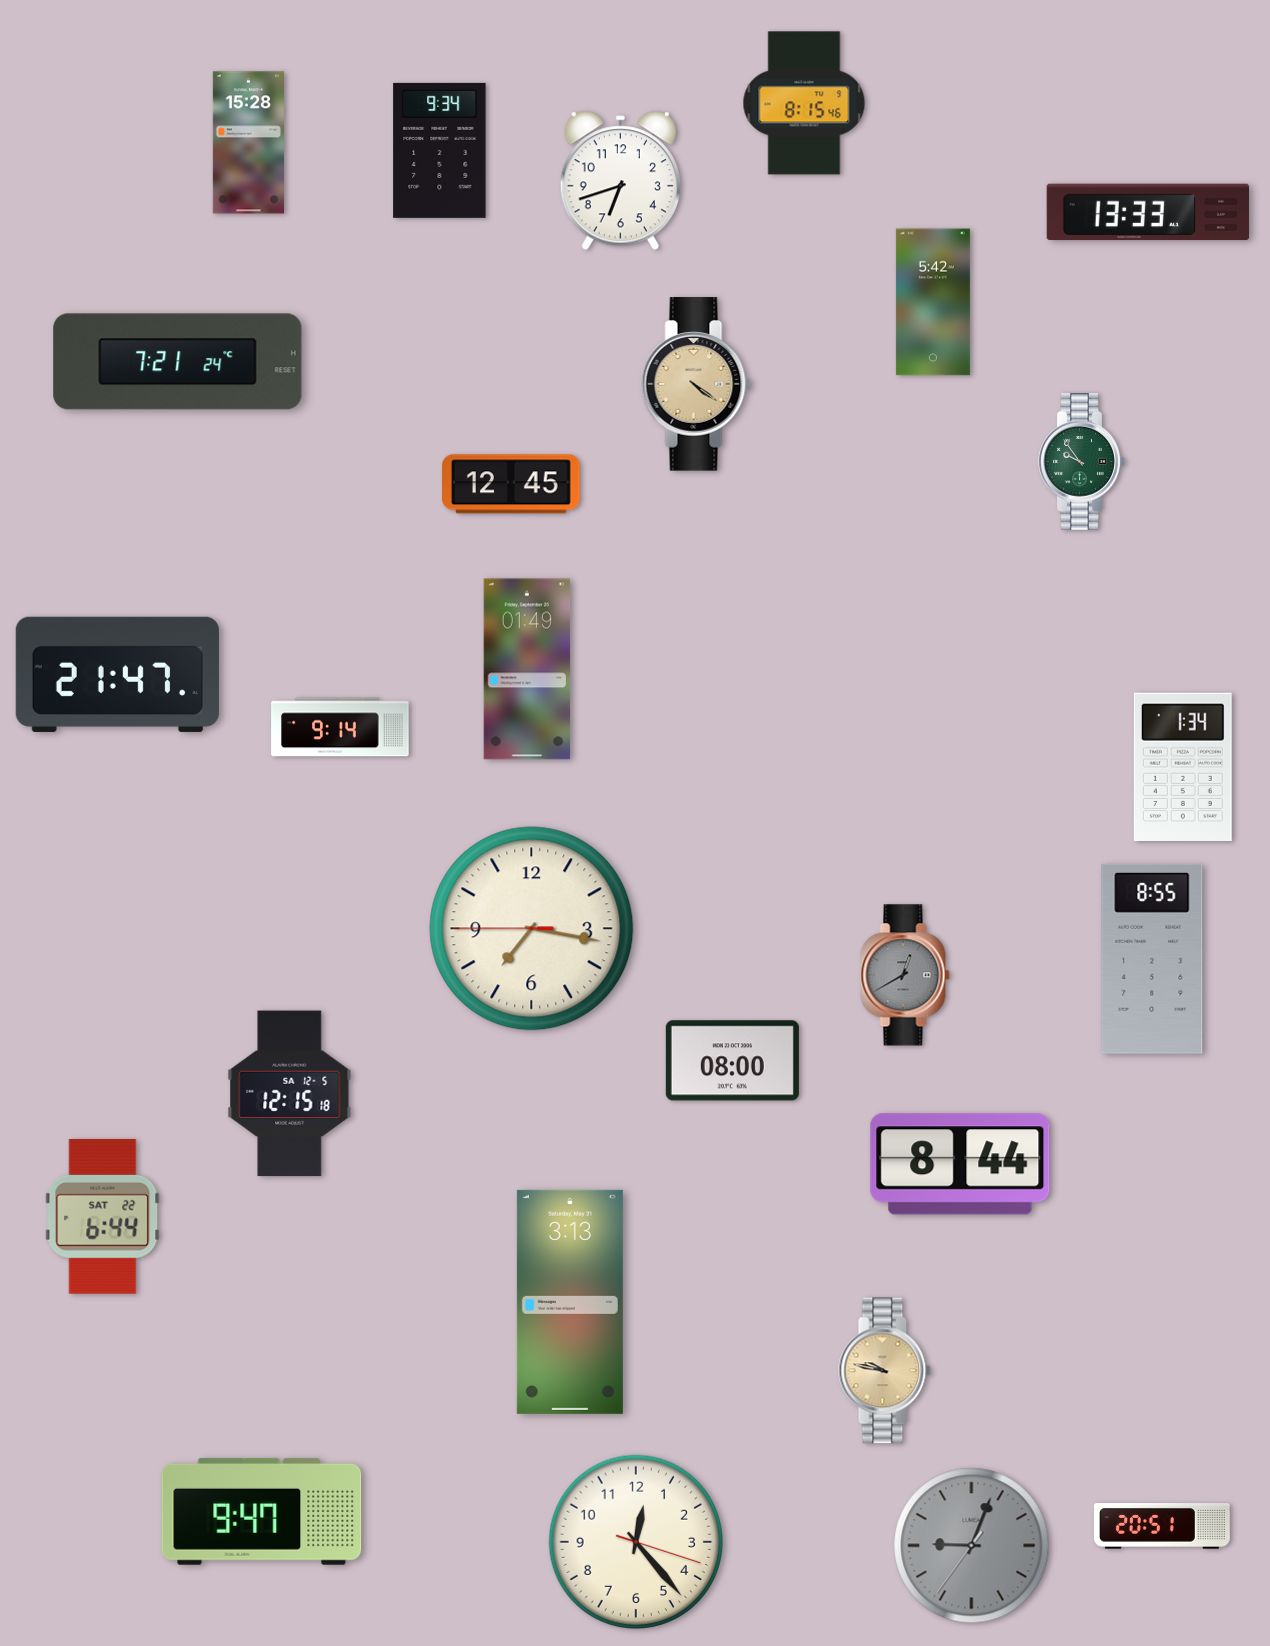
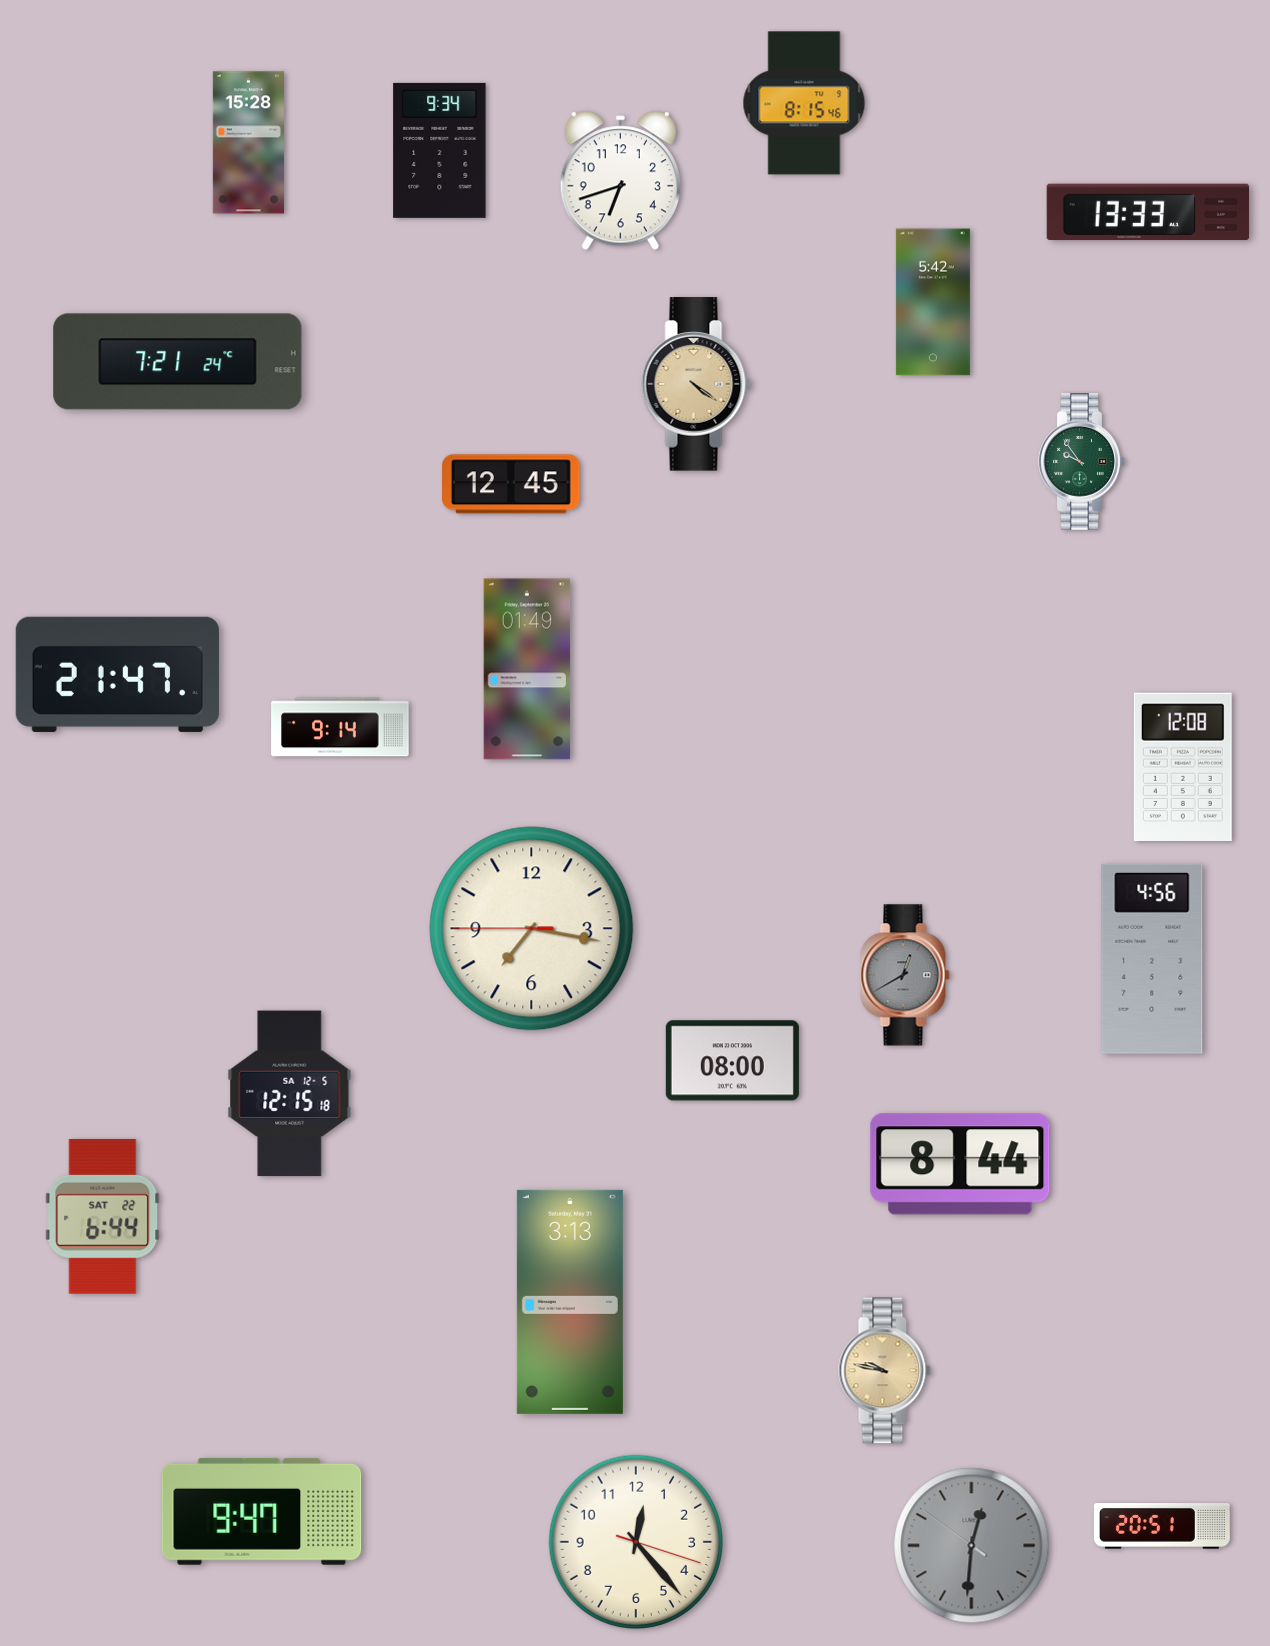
clock at (1183, 766): 1:34 -> 12:08
clock at (1152, 959): 8:55 -> 4:56
clock at (972, 1546): 9:03 -> 12:30
